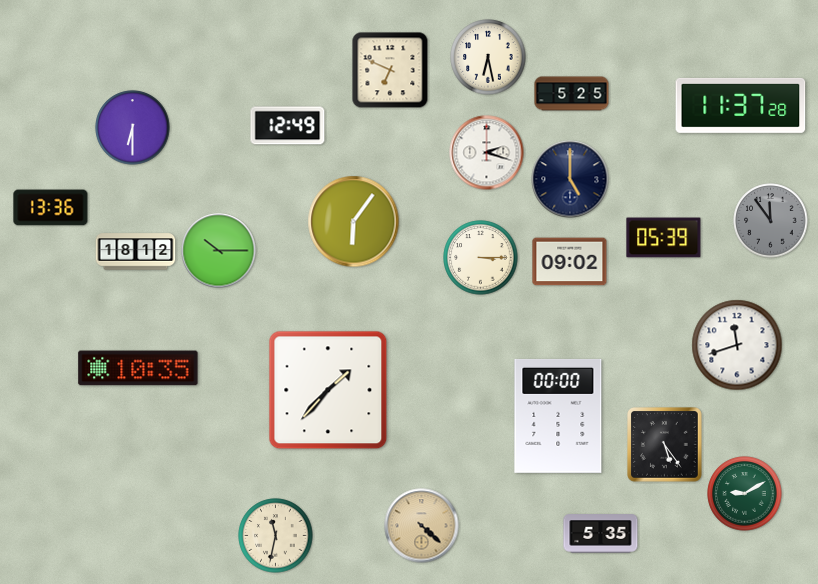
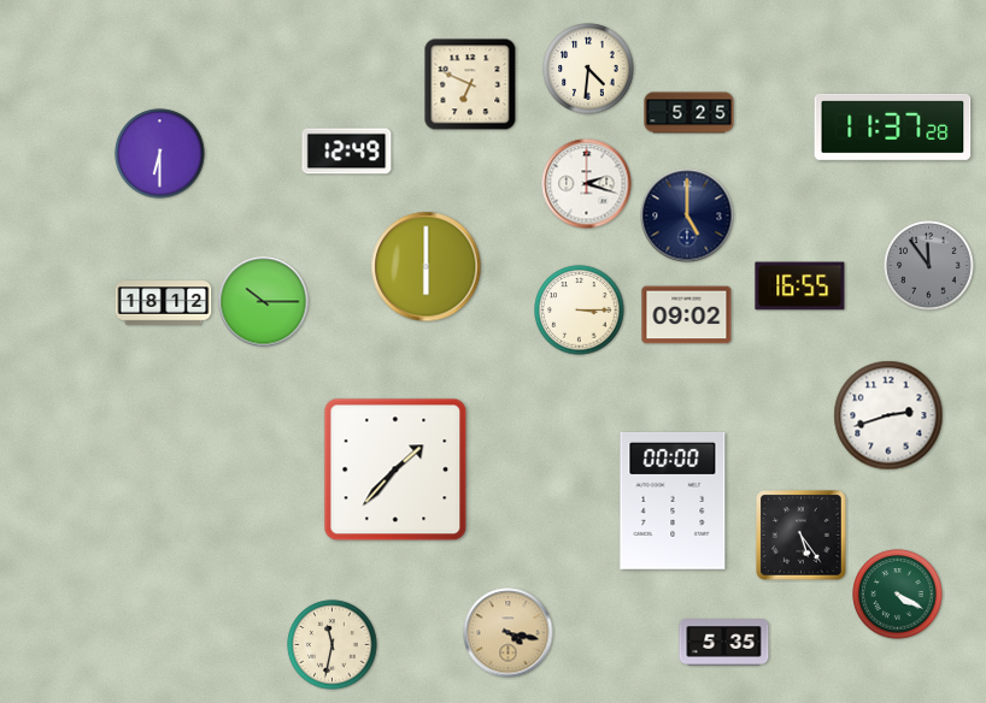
clock at (488, 57): 6:28 -> 4:31
clock at (51, 208): 13:36 -> none
clock at (354, 222): 6:06 -> 6:00
clock at (664, 238): 05:39 -> 16:55
clock at (737, 345): 11:42 -> 2:42
clock at (138, 368): 10:35 -> none
clock at (745, 494): 9:10 -> 4:20
clock at (422, 526): 4:22 -> 4:17
